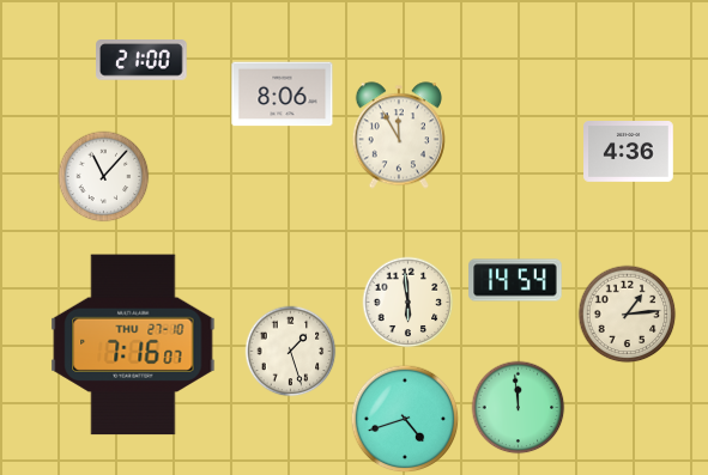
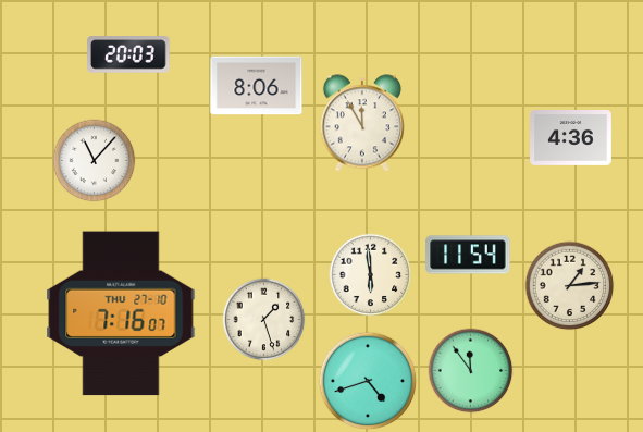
clock at (141, 61): 21:00 -> 20:03
clock at (515, 280): 14:54 -> 11:54
clock at (519, 408): 11:59 -> 11:54
